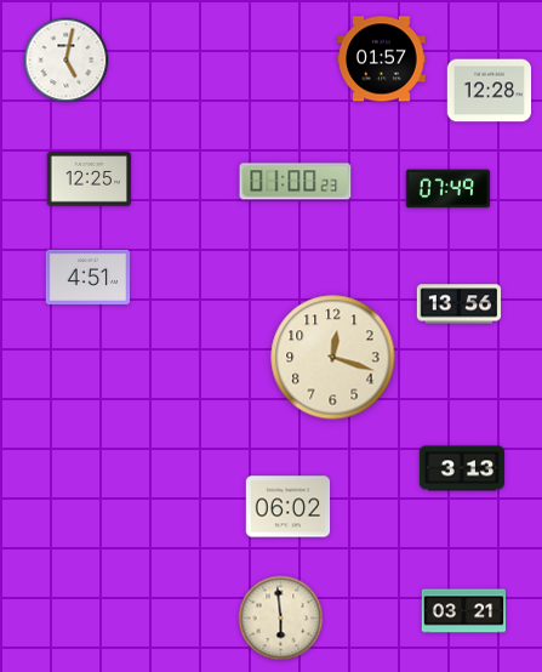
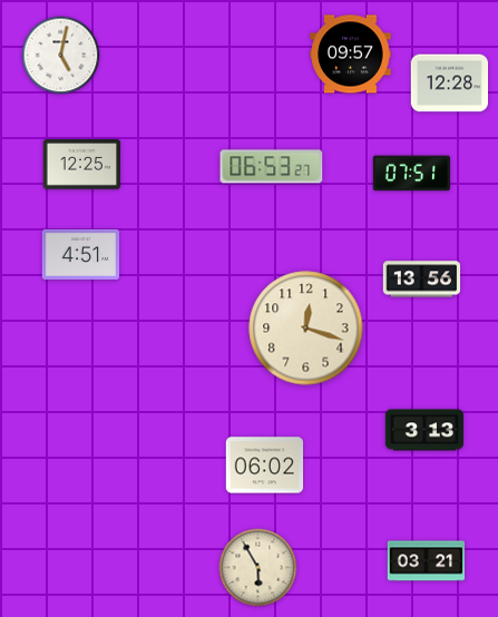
clock at (382, 59): 01:57 -> 09:57
clock at (296, 182): 01:00 -> 06:53
clock at (449, 189): 07:49 -> 07:51
clock at (281, 619): 5:59 -> 5:55
